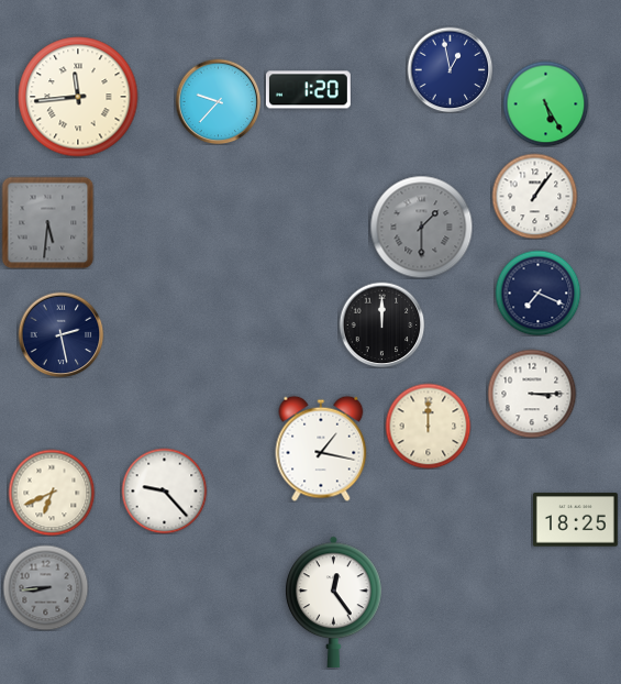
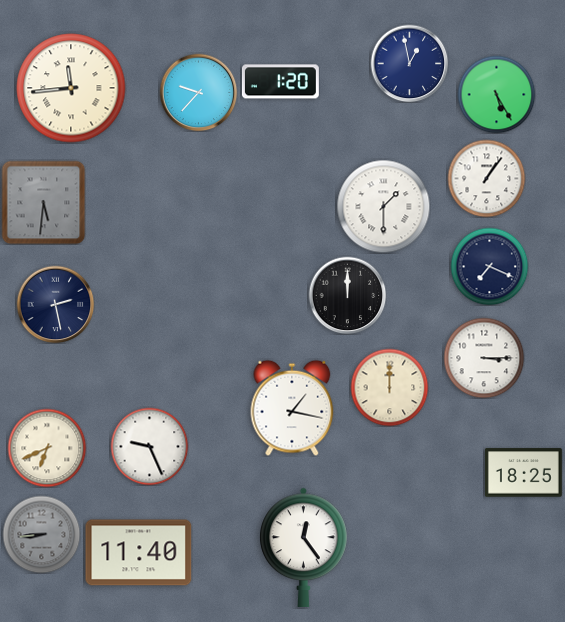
clock at (421, 227) dial: grey -> white
clock at (164, 490): 9:23 -> 9:26
clock at (139, 553): none -> 11:40
